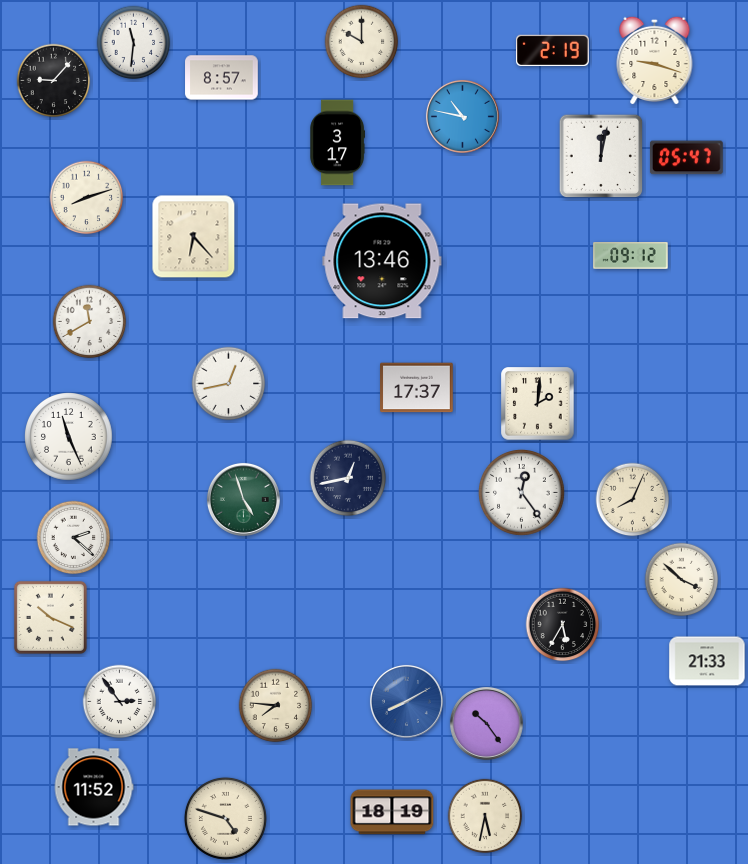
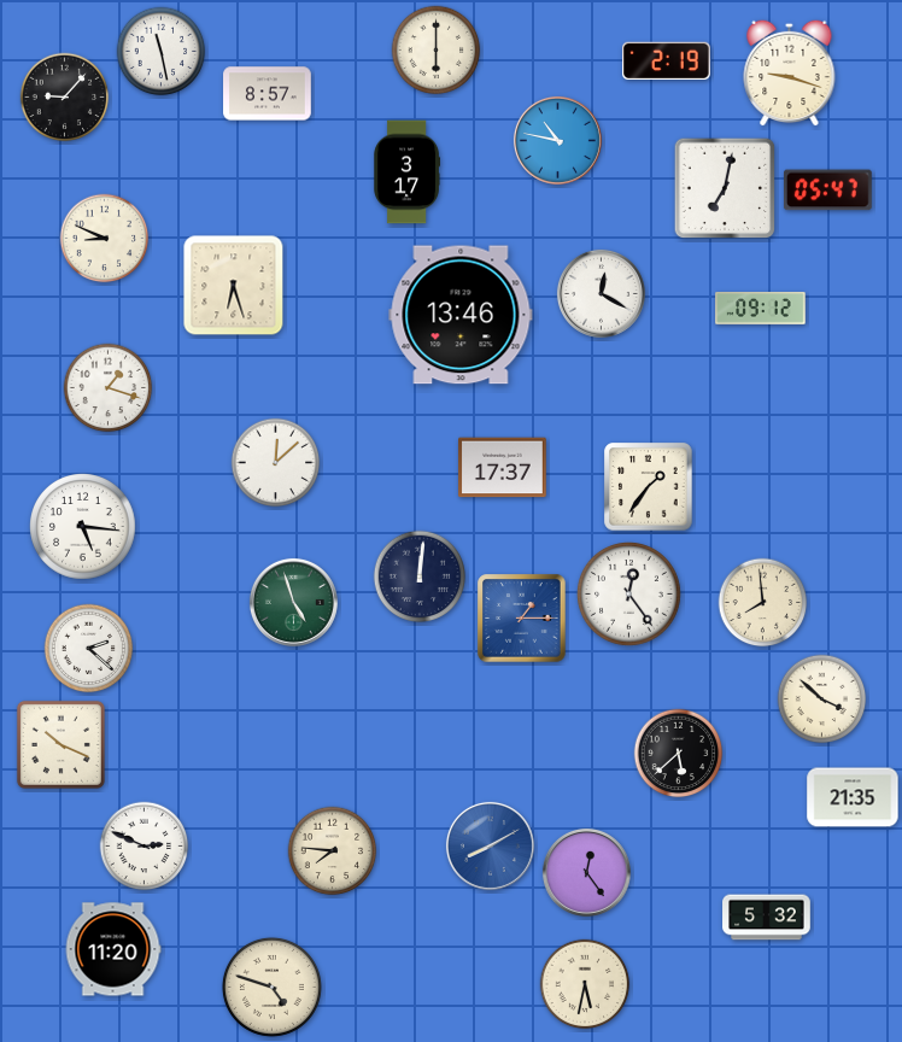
clock at (362, 42): 10:00 -> 6:00
clock at (134, 43): 11:31 -> 11:28
clock at (601, 156): 12:02 -> 7:02
clock at (87, 198): 8:12 -> 8:49
clock at (194, 237): 6:23 -> 6:27
clock at (601, 293): none -> 12:20
clock at (90, 322): 11:40 -> 1:18
clock at (229, 384): 12:43 -> 12:08
clock at (538, 404): 2:01 -> 1:36
clock at (69, 437): 11:26 -> 5:16
clock at (348, 478): 12:43 -> 12:01
clock at (633, 500): 8:04 -> 7:59
clock at (522, 619): none -> 1:15
clock at (563, 625): 5:35 -> 5:38
clock at (707, 661): 21:33 -> 21:35
clock at (120, 702): 2:54 -> 2:49
clock at (486, 723): 10:24 -> 12:24
clock at (767, 918): none -> 5:32
clock at (94, 787): 11:52 -> 11:20
clock at (392, 812): 18:19 -> none
